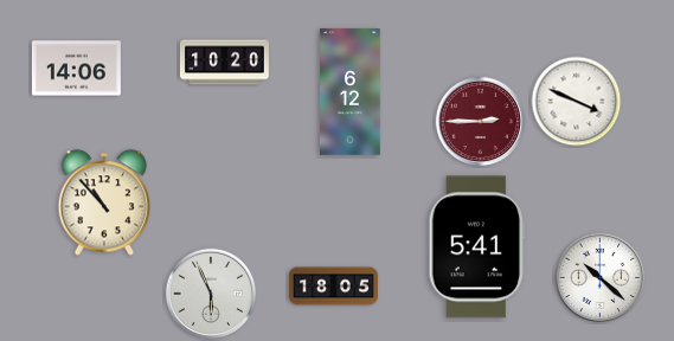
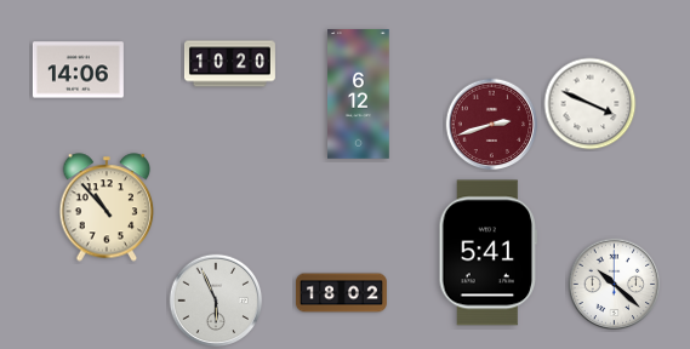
clock at (481, 122): 2:45 -> 2:42
clock at (333, 287): 18:05 -> 18:02
